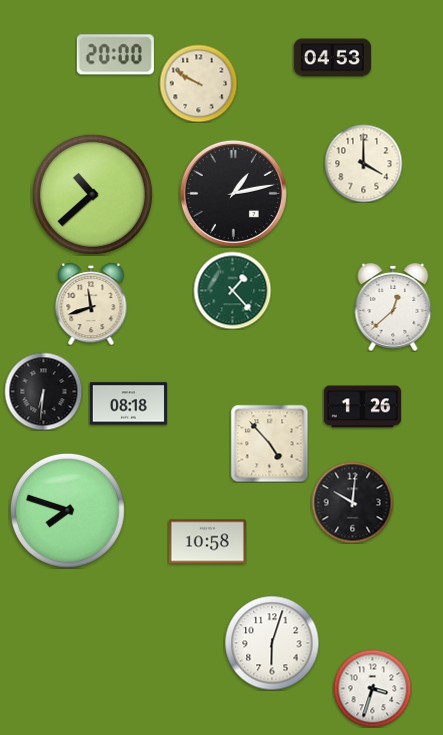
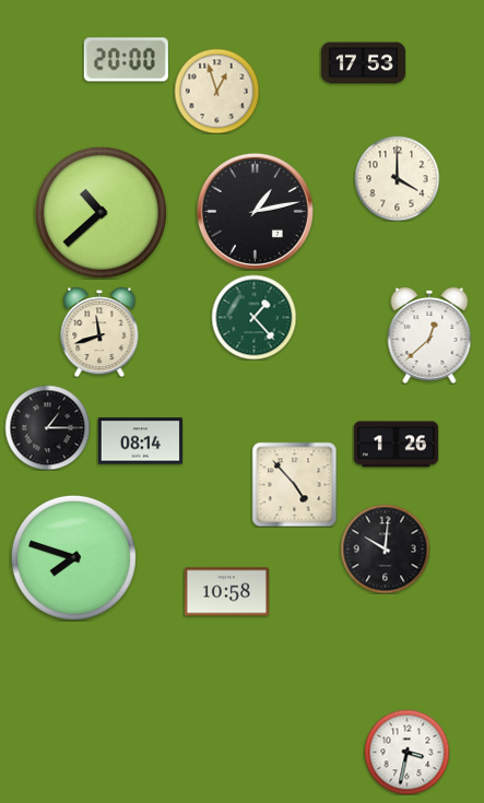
clock at (332, 58): 04:53 -> 17:53
clock at (198, 83): 9:50 -> 12:57
clock at (43, 391): 6:31 -> 1:15
clock at (128, 404): 08:18 -> 08:14
clock at (272, 643): 6:03 -> none
clock at (372, 688): 3:33 -> 3:32
